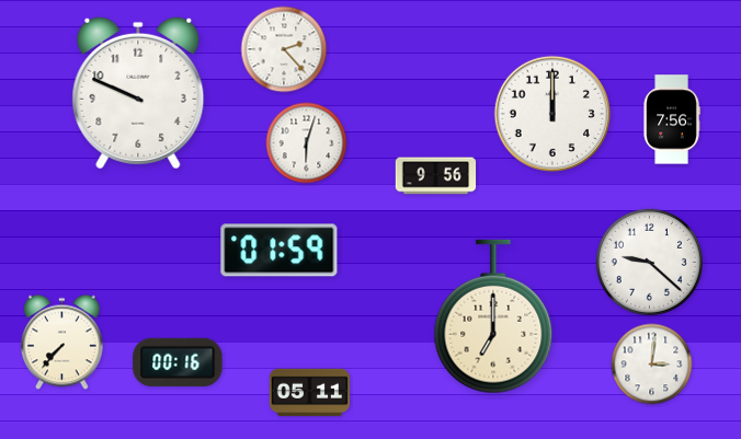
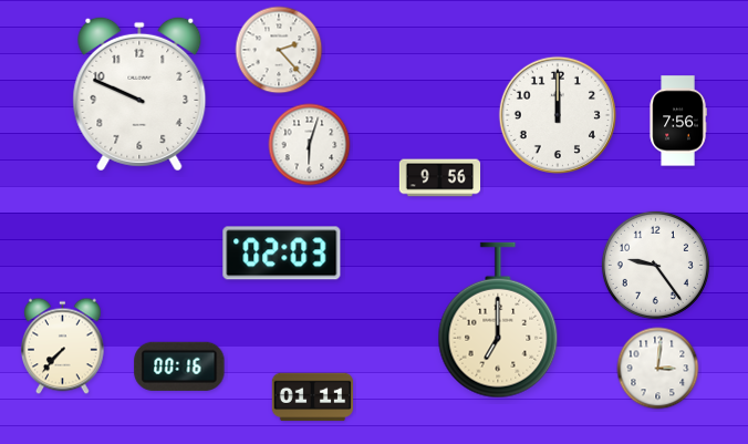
clock at (284, 49) position: (284, 49) -> (279, 50)
clock at (280, 251): 01:59 -> 02:03
clock at (649, 262): 9:22 -> 9:24
clock at (310, 393): 05:11 -> 01:11
